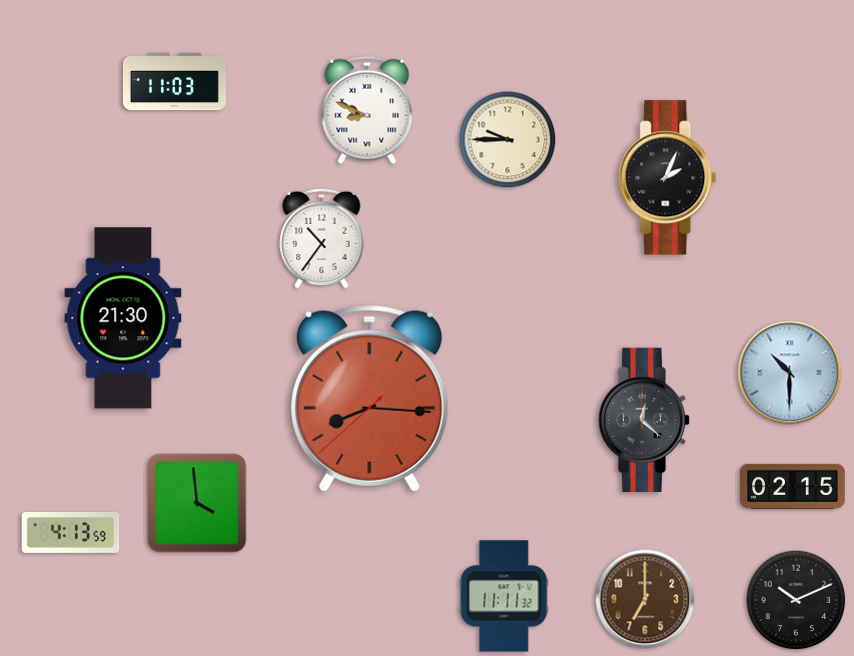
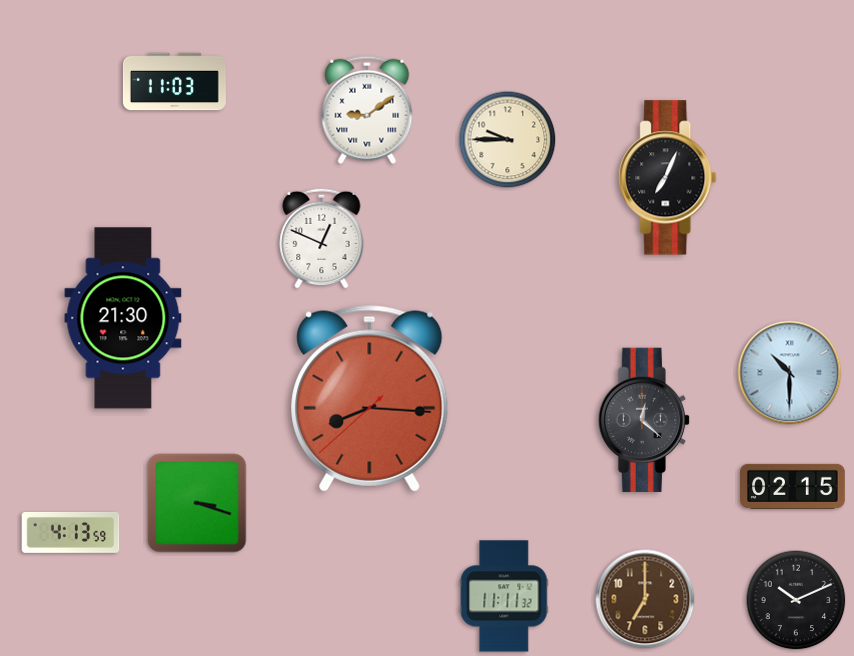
clock at (367, 110): 8:49 -> 9:09
clock at (668, 178): 2:04 -> 7:04
clock at (322, 238): 10:36 -> 12:49
clock at (197, 503): 3:59 -> 3:18
